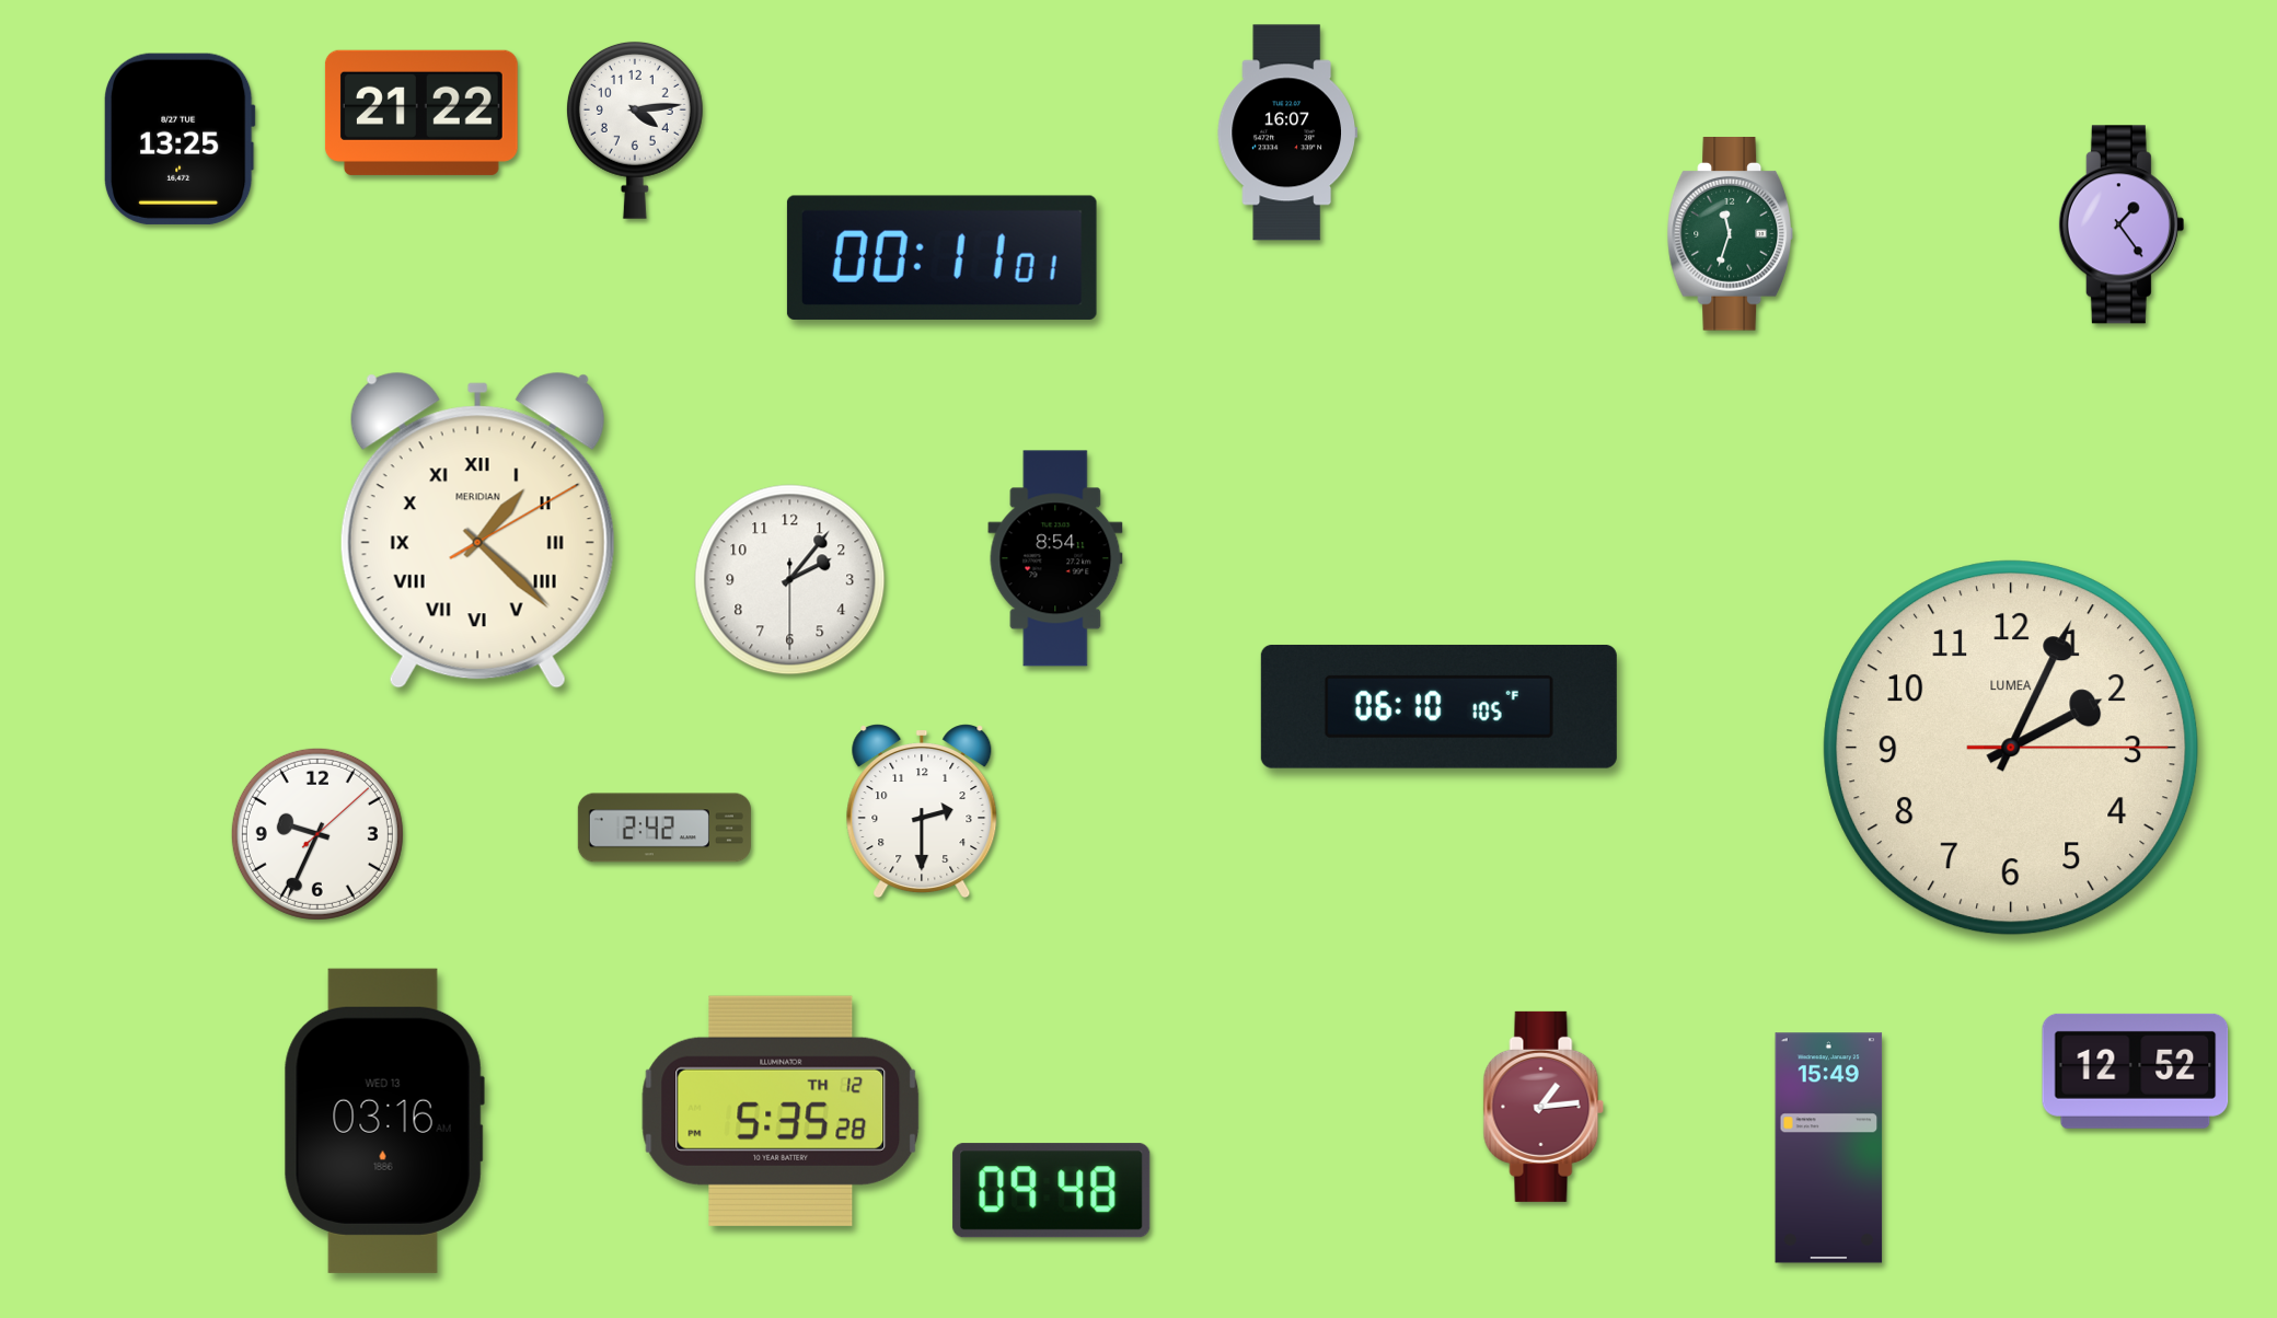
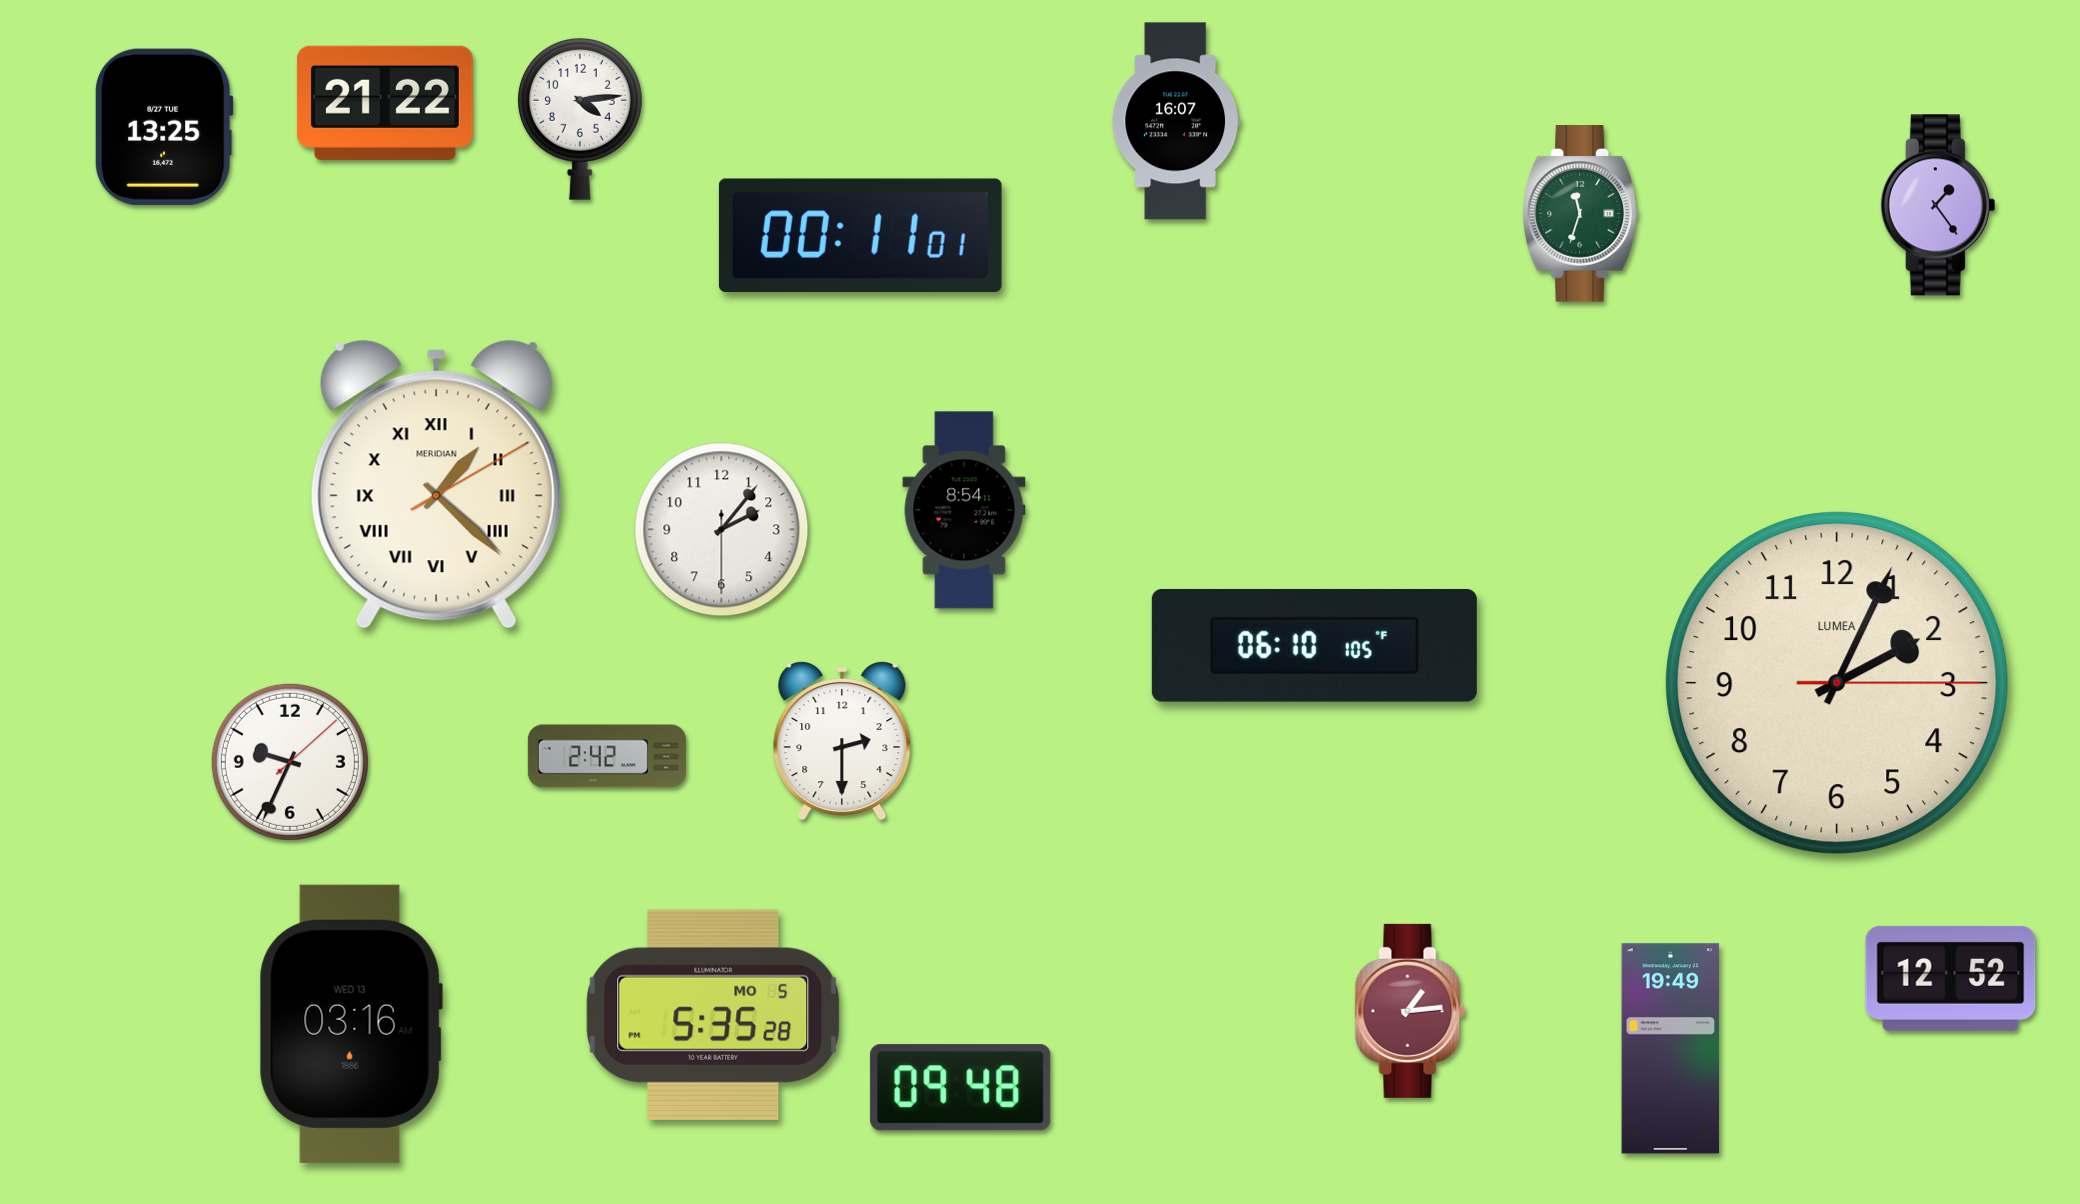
clock at (781, 1111) date: TH 12 -> MO 5
clock at (1829, 1148): 15:49 -> 19:49
